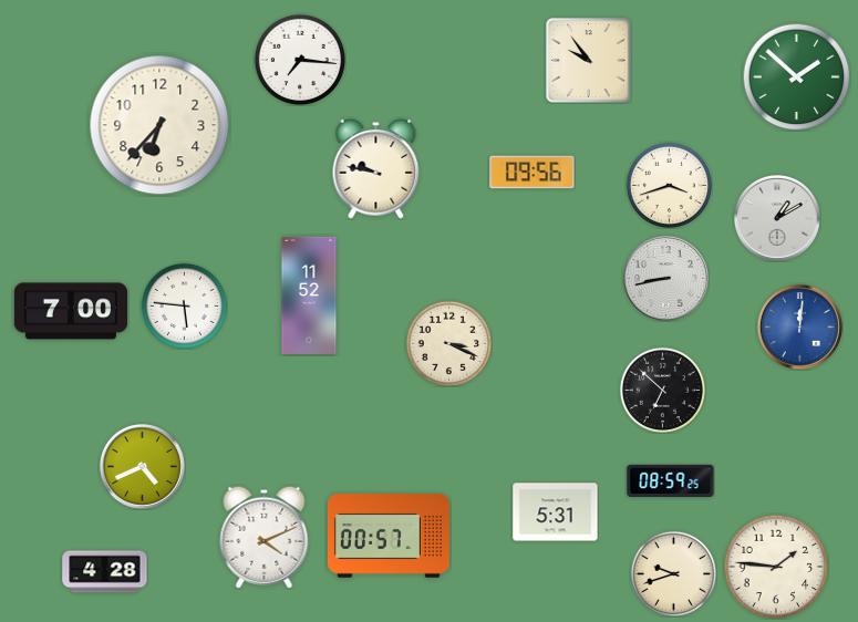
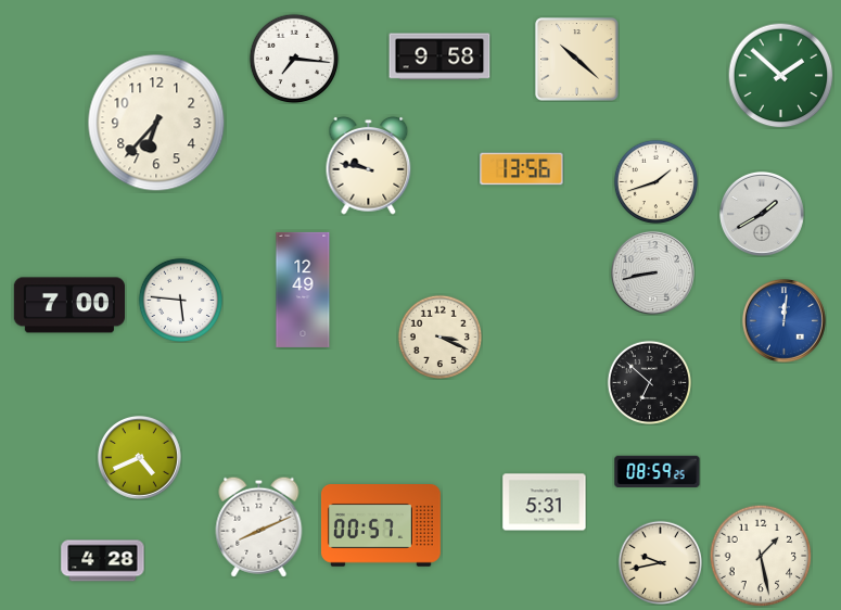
clock at (439, 56): none -> 9:58
clock at (589, 61): 9:54 -> 10:22
clock at (533, 173): 09:56 -> 13:56
clock at (669, 185): 3:42 -> 1:42
clock at (777, 218): 1:10 -> 1:40
clock at (309, 296): 11:52 -> 12:49
clock at (265, 537): 4:11 -> 8:11
clock at (776, 567): 1:46 -> 1:28
clock at (673, 573): 9:42 -> 9:43
